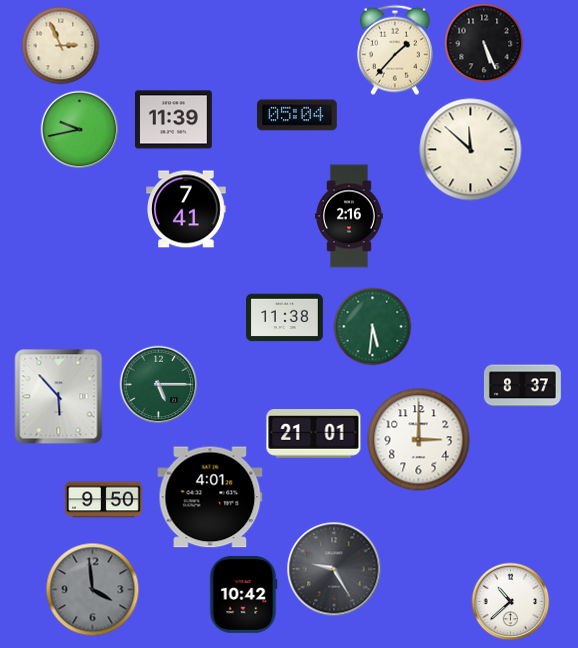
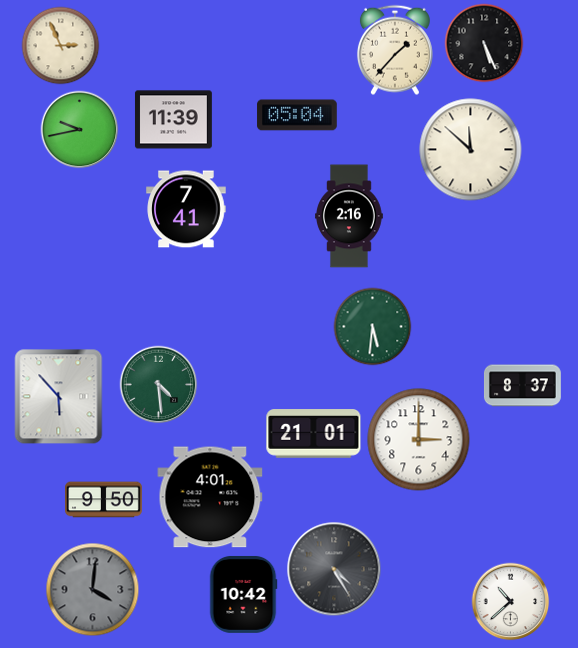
clock at (285, 318): 11:38 -> none
clock at (158, 384): 5:15 -> 4:29
clock at (334, 569): 9:25 -> 4:25
clock at (92, 589): 3:59 -> 4:01
